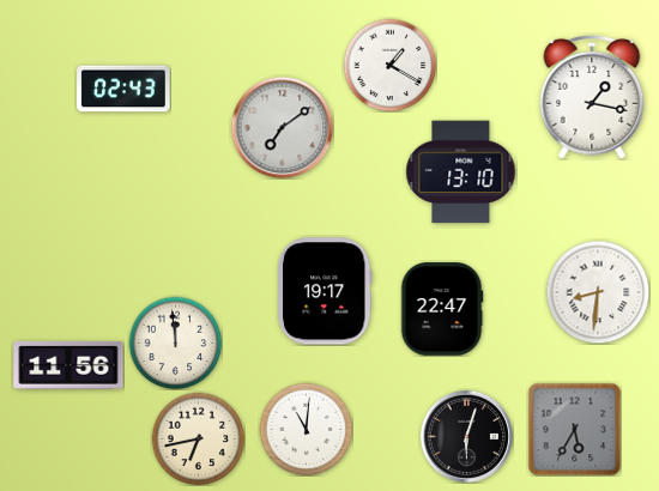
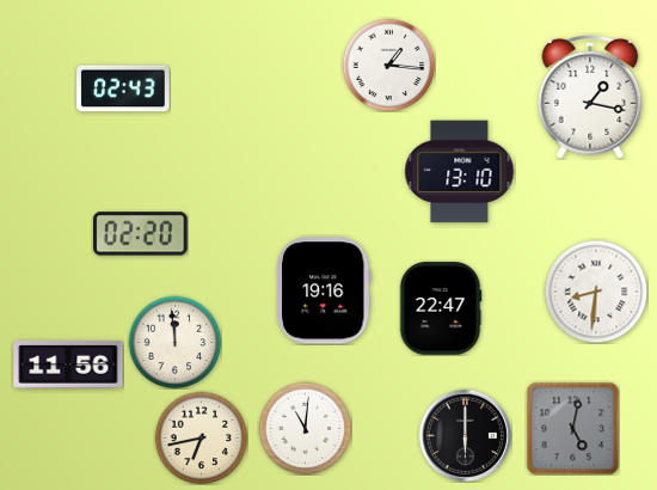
clock at (389, 65): 1:20 -> 1:16
clock at (282, 127): 7:09 -> none
clock at (141, 234): none -> 02:20
clock at (325, 291): 19:17 -> 19:16
clock at (574, 429): 5:35 -> 5:02
clock at (466, 436): 6:03 -> 6:00
clock at (198, 438) position: (198, 438) -> (201, 437)
